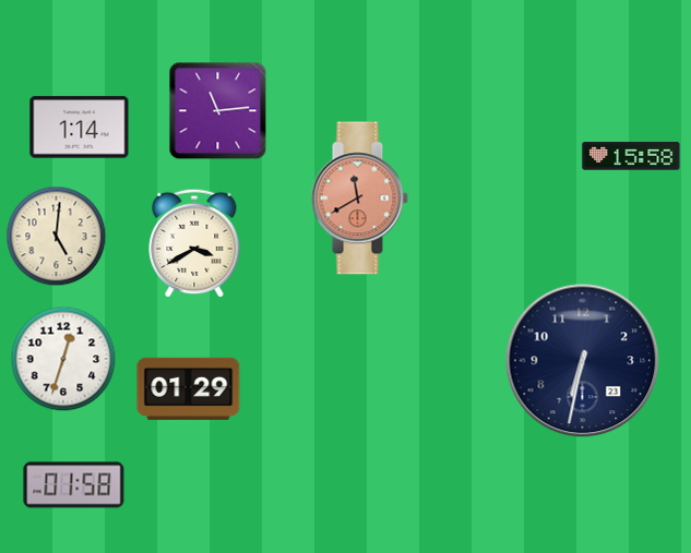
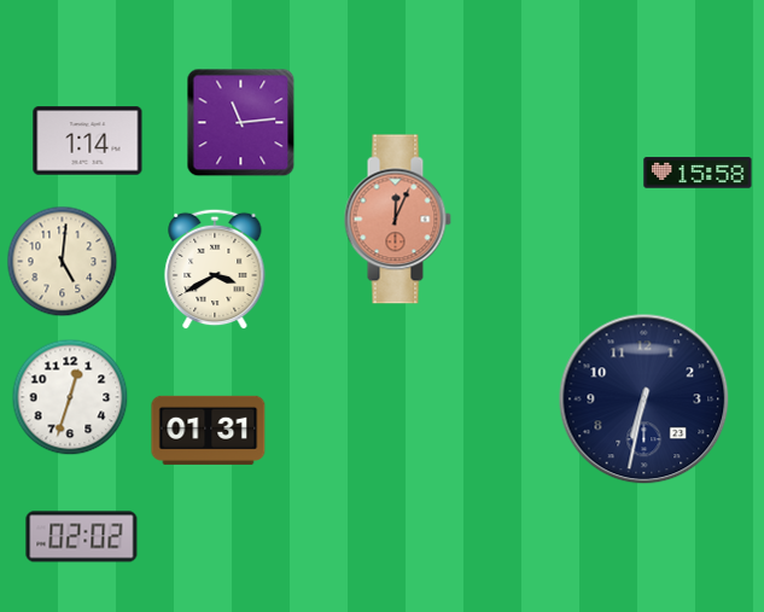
clock at (359, 199): 11:40 -> 12:04
clock at (189, 388): 01:29 -> 01:31
clock at (74, 485): 01:58 -> 02:02
